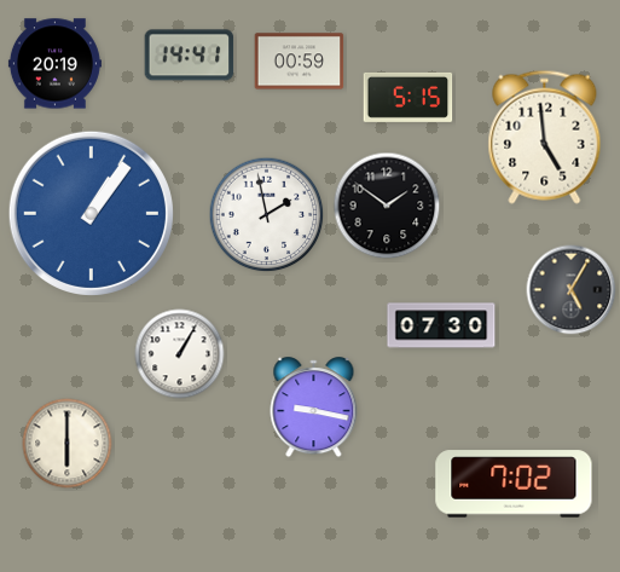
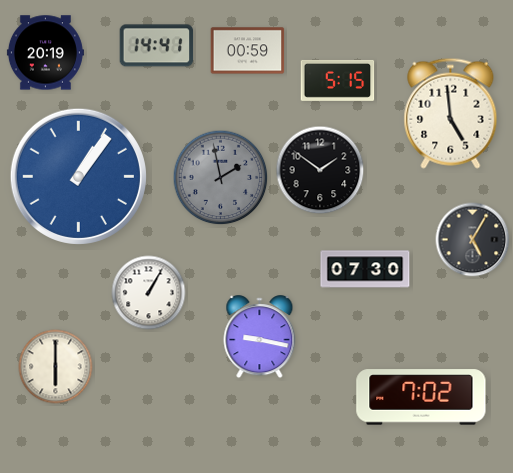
clock at (91, 213) position: (91, 213) -> (78, 176)
clock at (267, 215) dial: white -> grey
clock at (514, 484) position: (514, 484) -> (421, 397)
